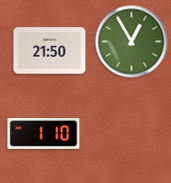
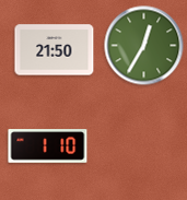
clock at (132, 42): 12:55 -> 12:35
clock at (50, 51) position: (50, 51) -> (55, 50)
